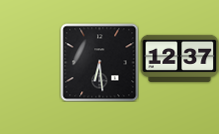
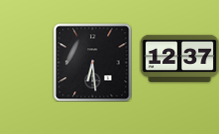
clock at (99, 62) position: (99, 62) -> (92, 62)
